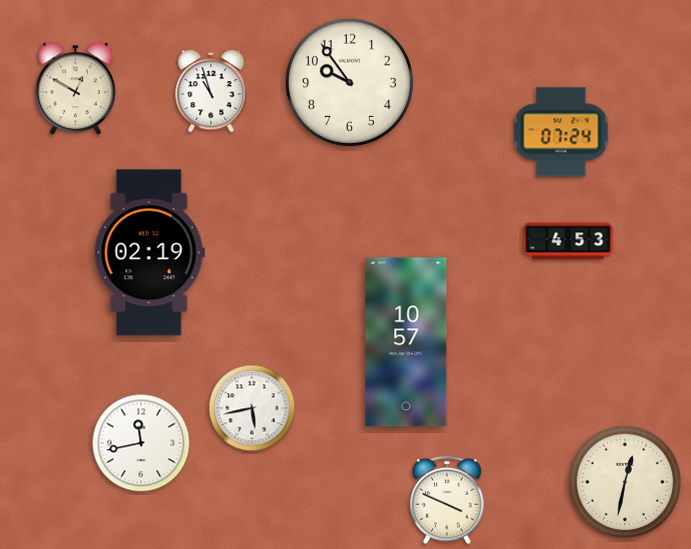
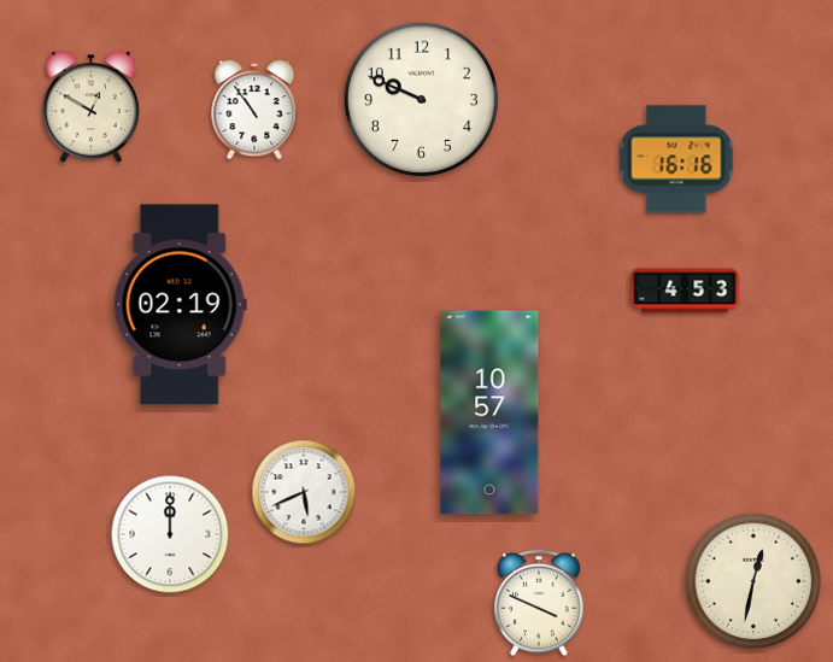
clock at (349, 82): 9:54 -> 9:49
clock at (211, 92): 10:57 -> 10:54
clock at (561, 132): 07:24 -> 16:16
clock at (252, 408): 5:43 -> 5:41
clock at (141, 443): 11:43 -> 12:00
